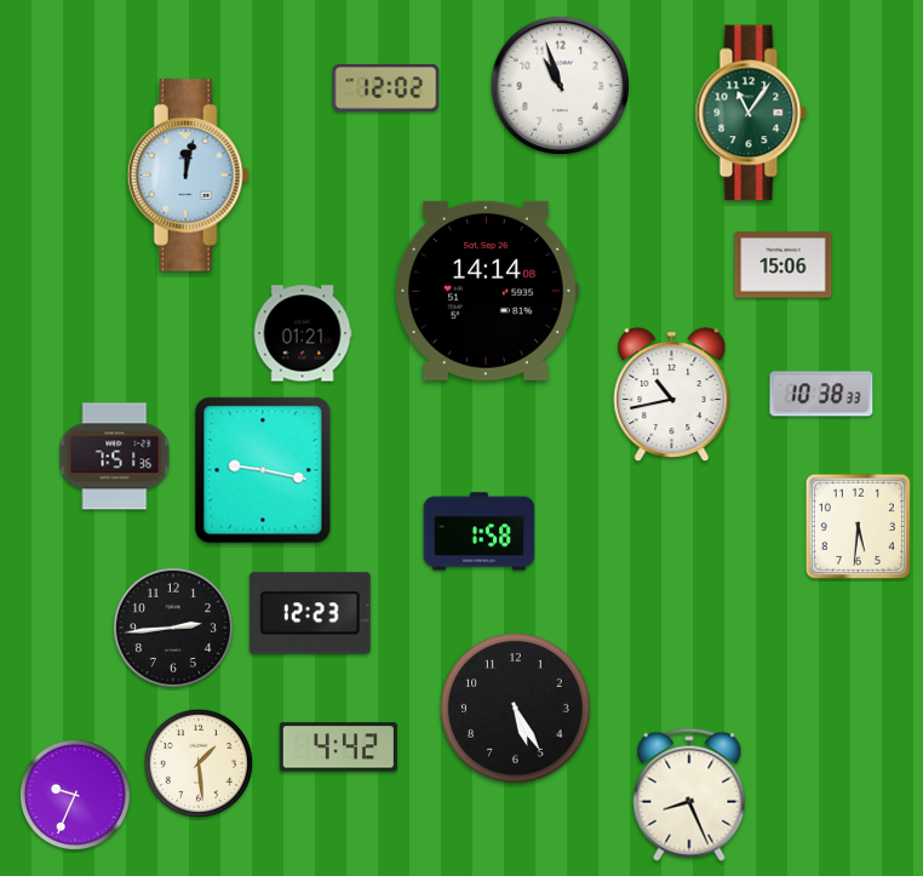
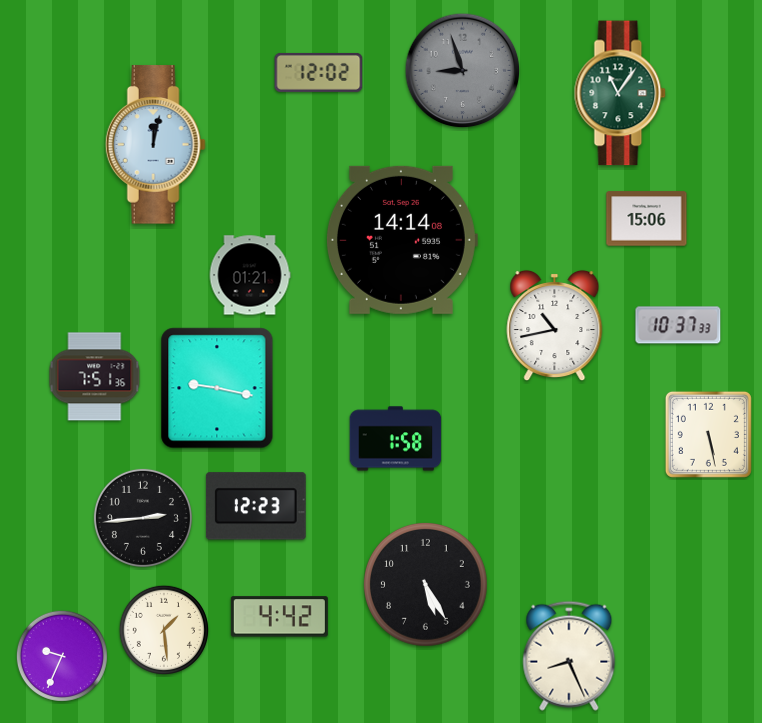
clock at (561, 86): 10:57 -> 8:57
clock at (561, 86) dial: white -> grey
clock at (821, 394): 10:38 -> 10:37
clock at (858, 526): 5:31 -> 5:28
